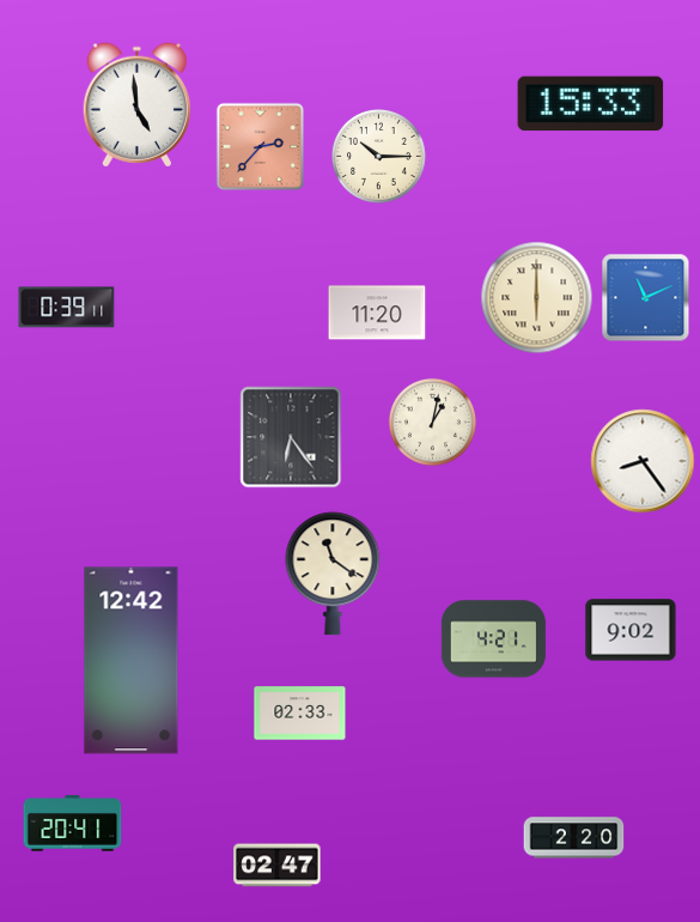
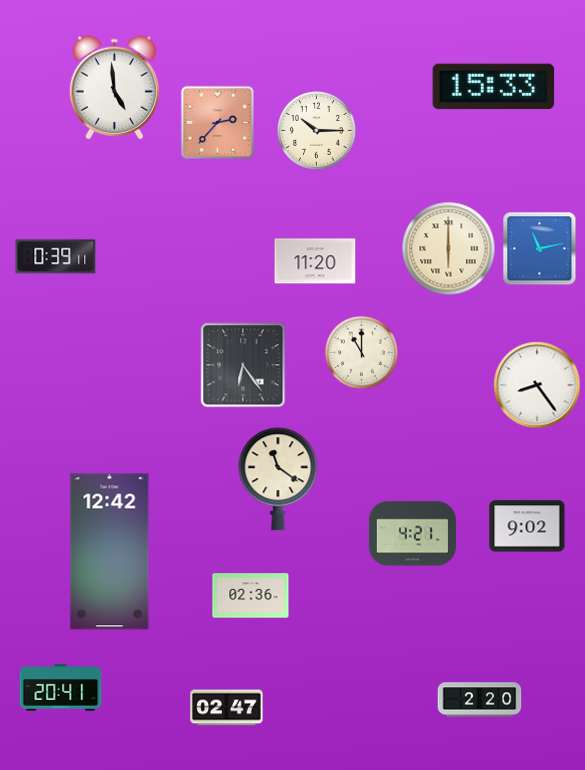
clock at (646, 298): 11:11 -> 11:13
clock at (432, 421): 1:02 -> 11:00
clock at (300, 714): 02:33 -> 02:36
clock at (278, 866) position: (278, 866) -> (227, 708)
